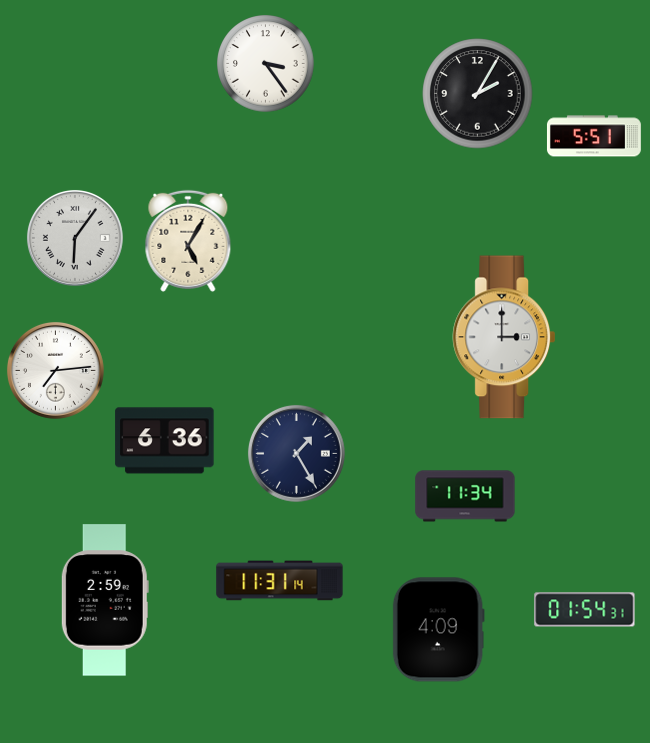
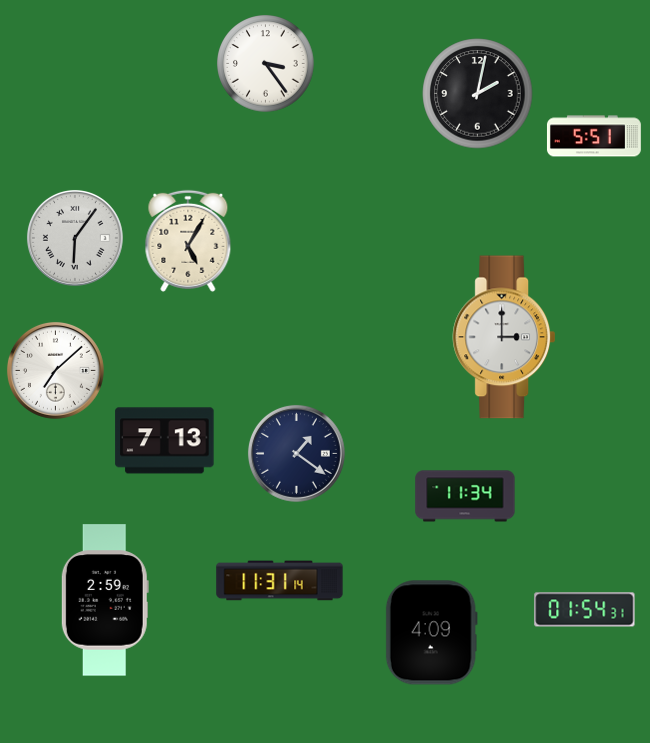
clock at (478, 94): 2:05 -> 2:02
clock at (55, 370): 7:14 -> 7:08
clock at (165, 441): 6:36 -> 7:13
clock at (296, 453): 1:25 -> 1:21
clock at (438, 630) position: (438, 630) -> (431, 633)
